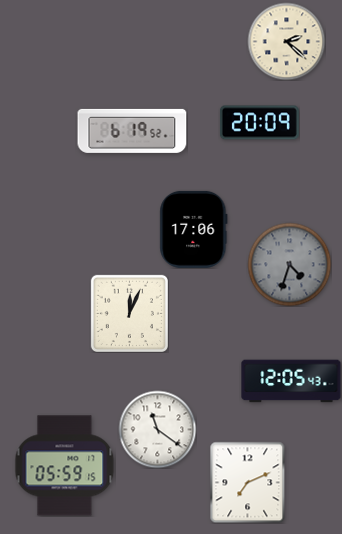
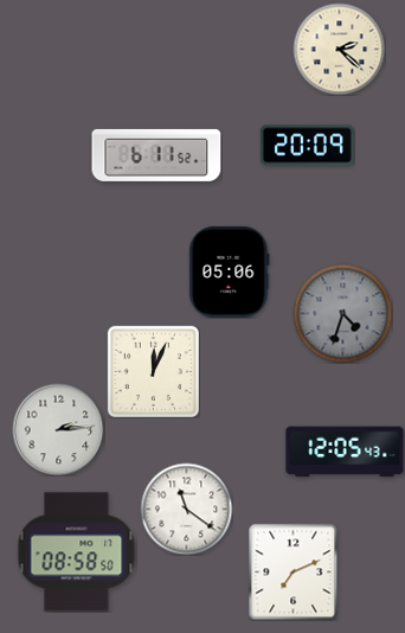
clock at (132, 131): 6:19 -> 6:11
clock at (194, 229): 17:06 -> 05:06
clock at (58, 429): none -> 2:14
clock at (65, 466): 05:59 -> 08:58
